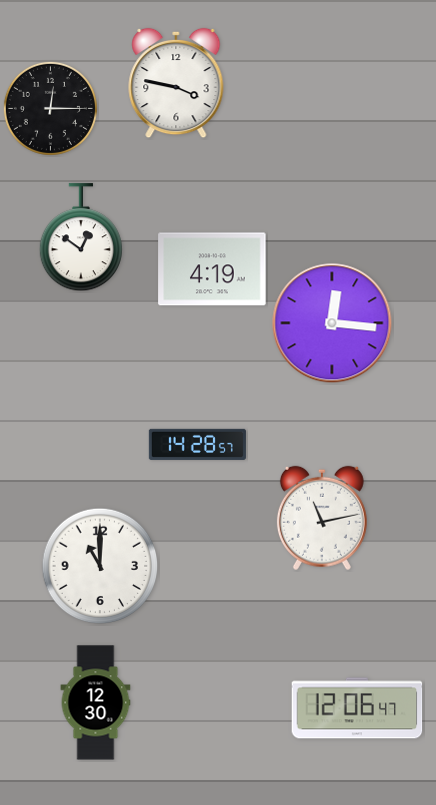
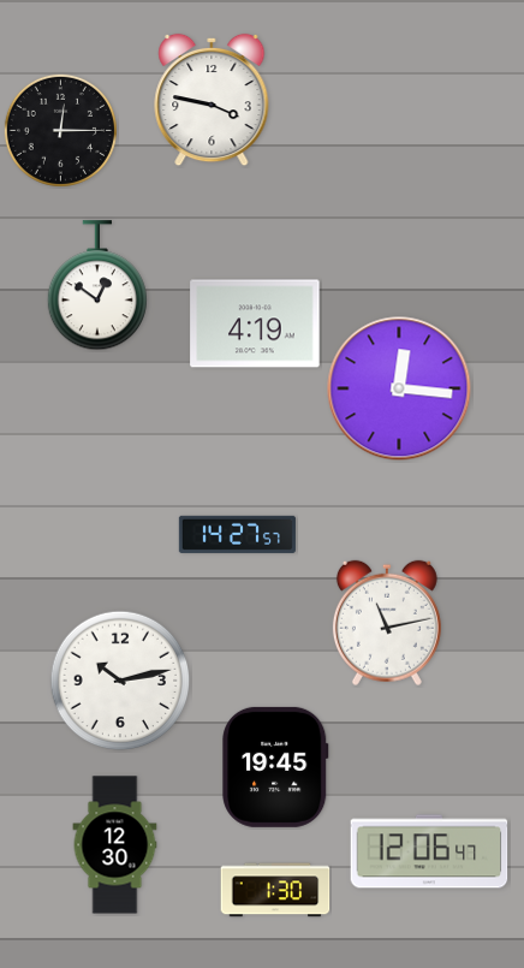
clock at (197, 444): 14:28 -> 14:27
clock at (100, 566): 11:00 -> 10:13
clock at (275, 767): none -> 19:45
clock at (275, 890): none -> 1:30
